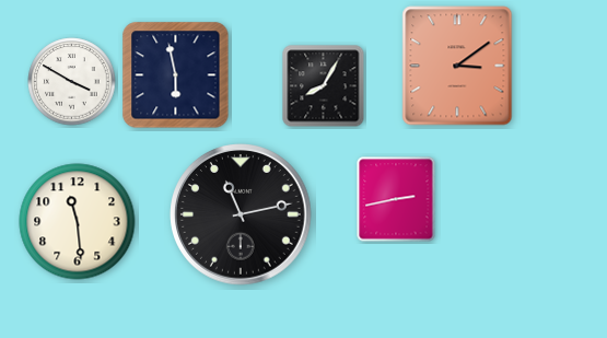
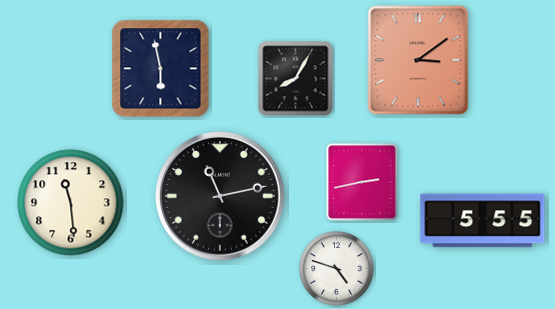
clock at (72, 82): 3:50 -> none
clock at (483, 221): none -> 5:55
clock at (337, 269): none -> 4:48
